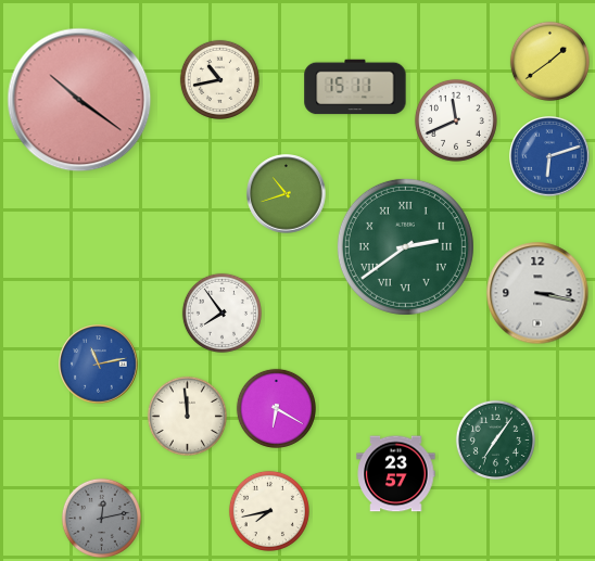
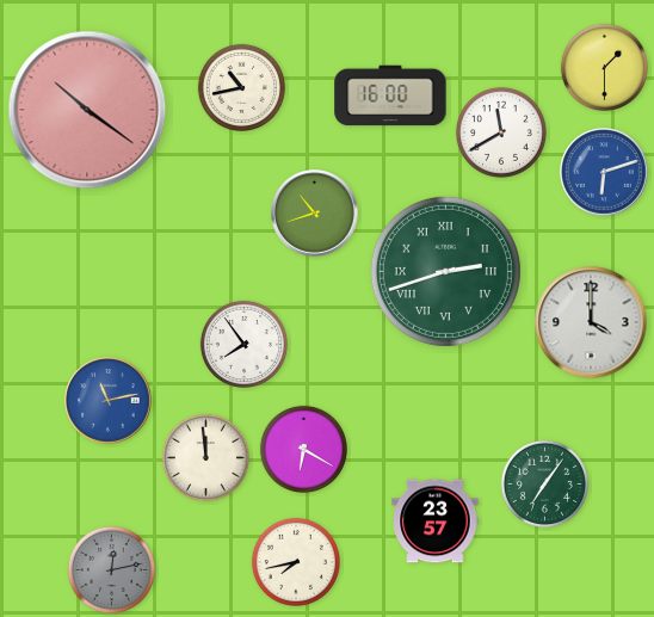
clock at (549, 61): 1:39 -> 1:30
clock at (355, 87): 15:11 -> 16:00
clock at (456, 120): 11:41 -> 11:40
clock at (405, 246): 2:39 -> 2:42
clock at (537, 293): 3:17 -> 4:00
